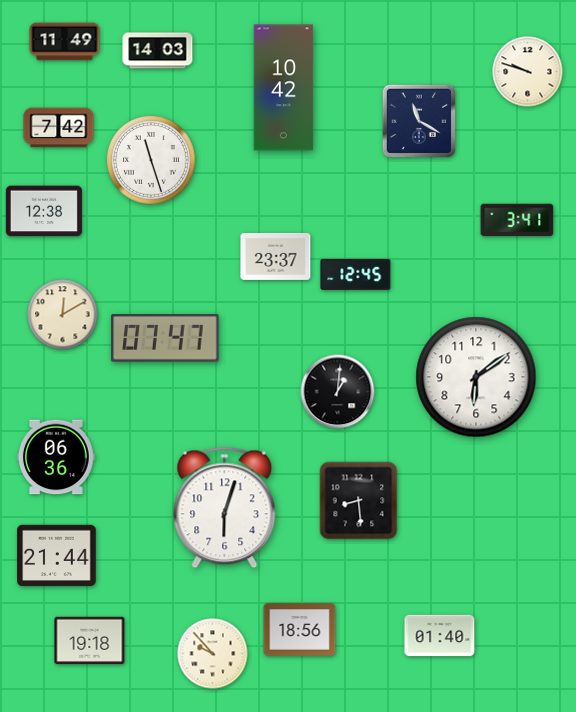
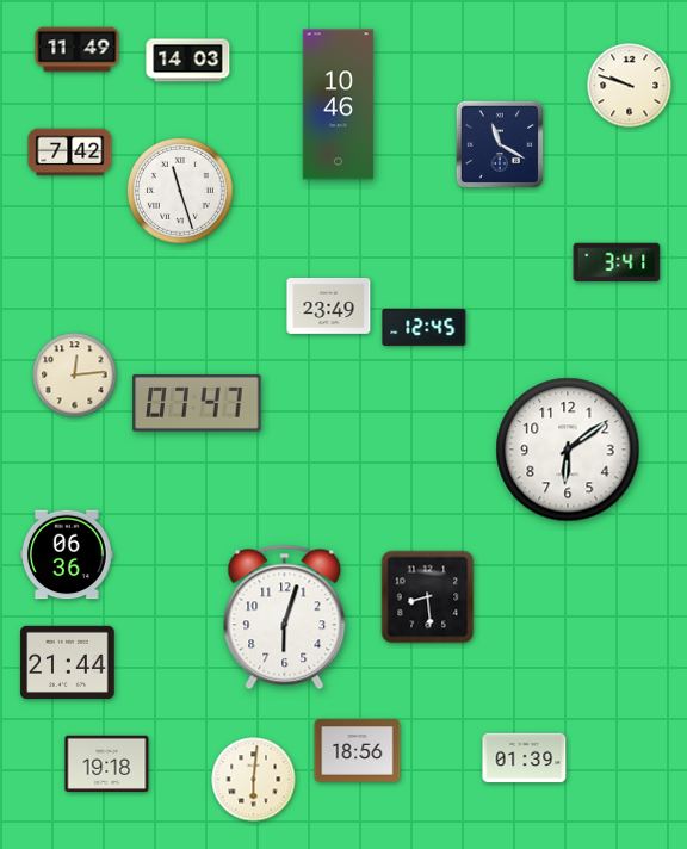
clock at (284, 88): 10:42 -> 10:46
clock at (44, 211): 12:38 -> none
clock at (276, 256): 23:37 -> 23:49
clock at (63, 315): 12:10 -> 12:14
clock at (338, 392): 1:01 -> none
clock at (56, 457) position: (56, 457) -> (67, 554)
clock at (225, 508) position: (225, 508) -> (285, 618)
clock at (440, 636): 01:40 -> 01:39
clock at (213, 654): 9:53 -> 6:01
